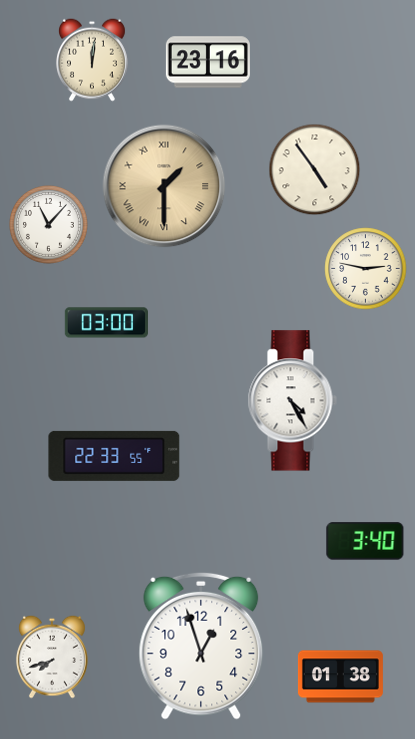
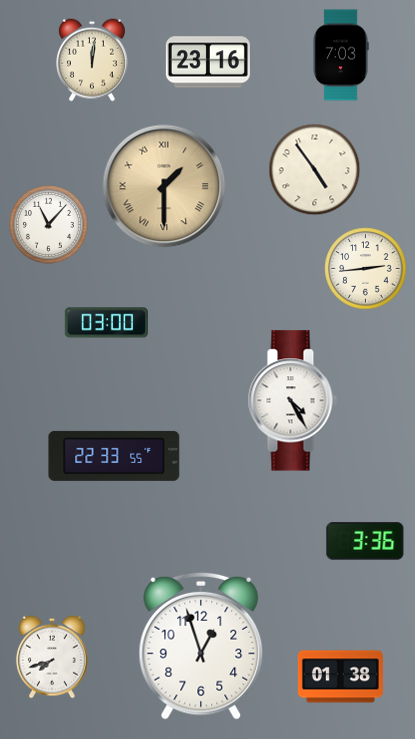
clock at (341, 55): none -> 7:03
clock at (366, 269): 2:47 -> 2:44
clock at (365, 541): 3:40 -> 3:36
